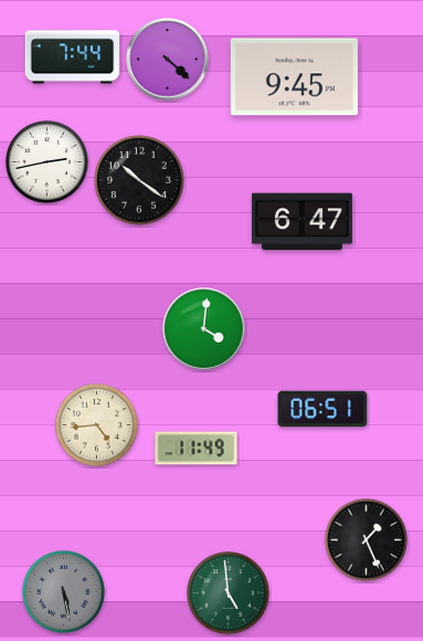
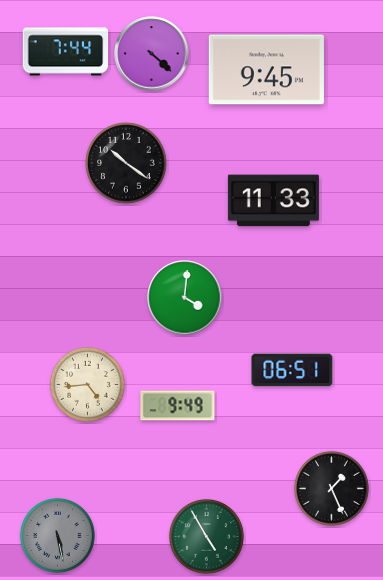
clock at (46, 162): 2:43 -> none
clock at (302, 222): 6:47 -> 11:33
clock at (197, 449): 11:49 -> 9:49
clock at (228, 593): 4:59 -> 4:55
